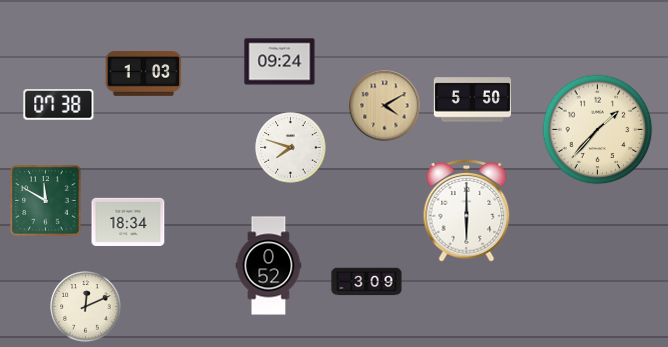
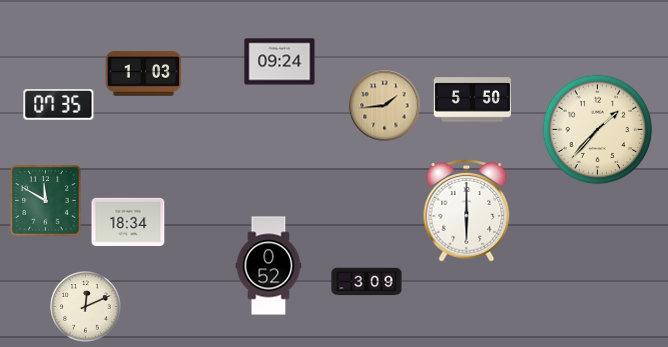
clock at (59, 105): 07:38 -> 07:35
clock at (385, 106): 4:10 -> 1:44
clock at (291, 148): 7:48 -> none
